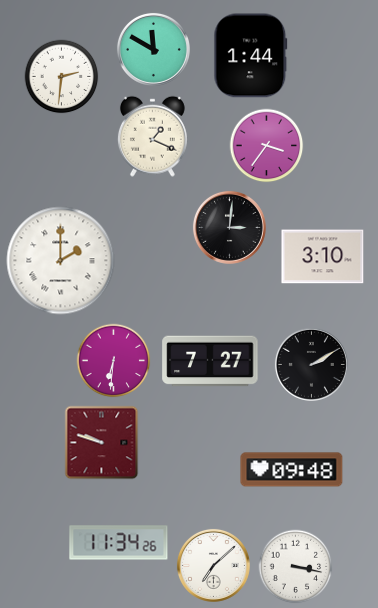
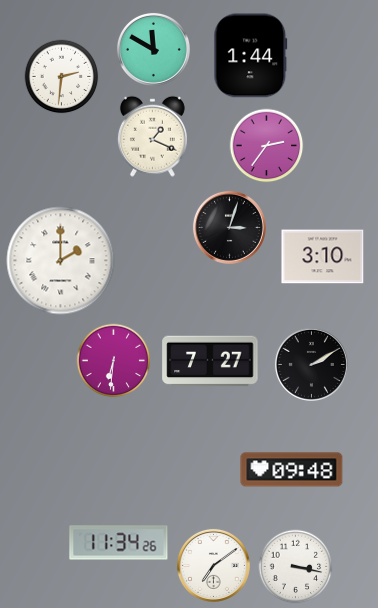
clock at (267, 146): 3:36 -> 2:36
clock at (229, 227): 3:01 -> 3:03
clock at (102, 443): 9:48 -> none
clock at (213, 565): 7:08 -> 7:09
